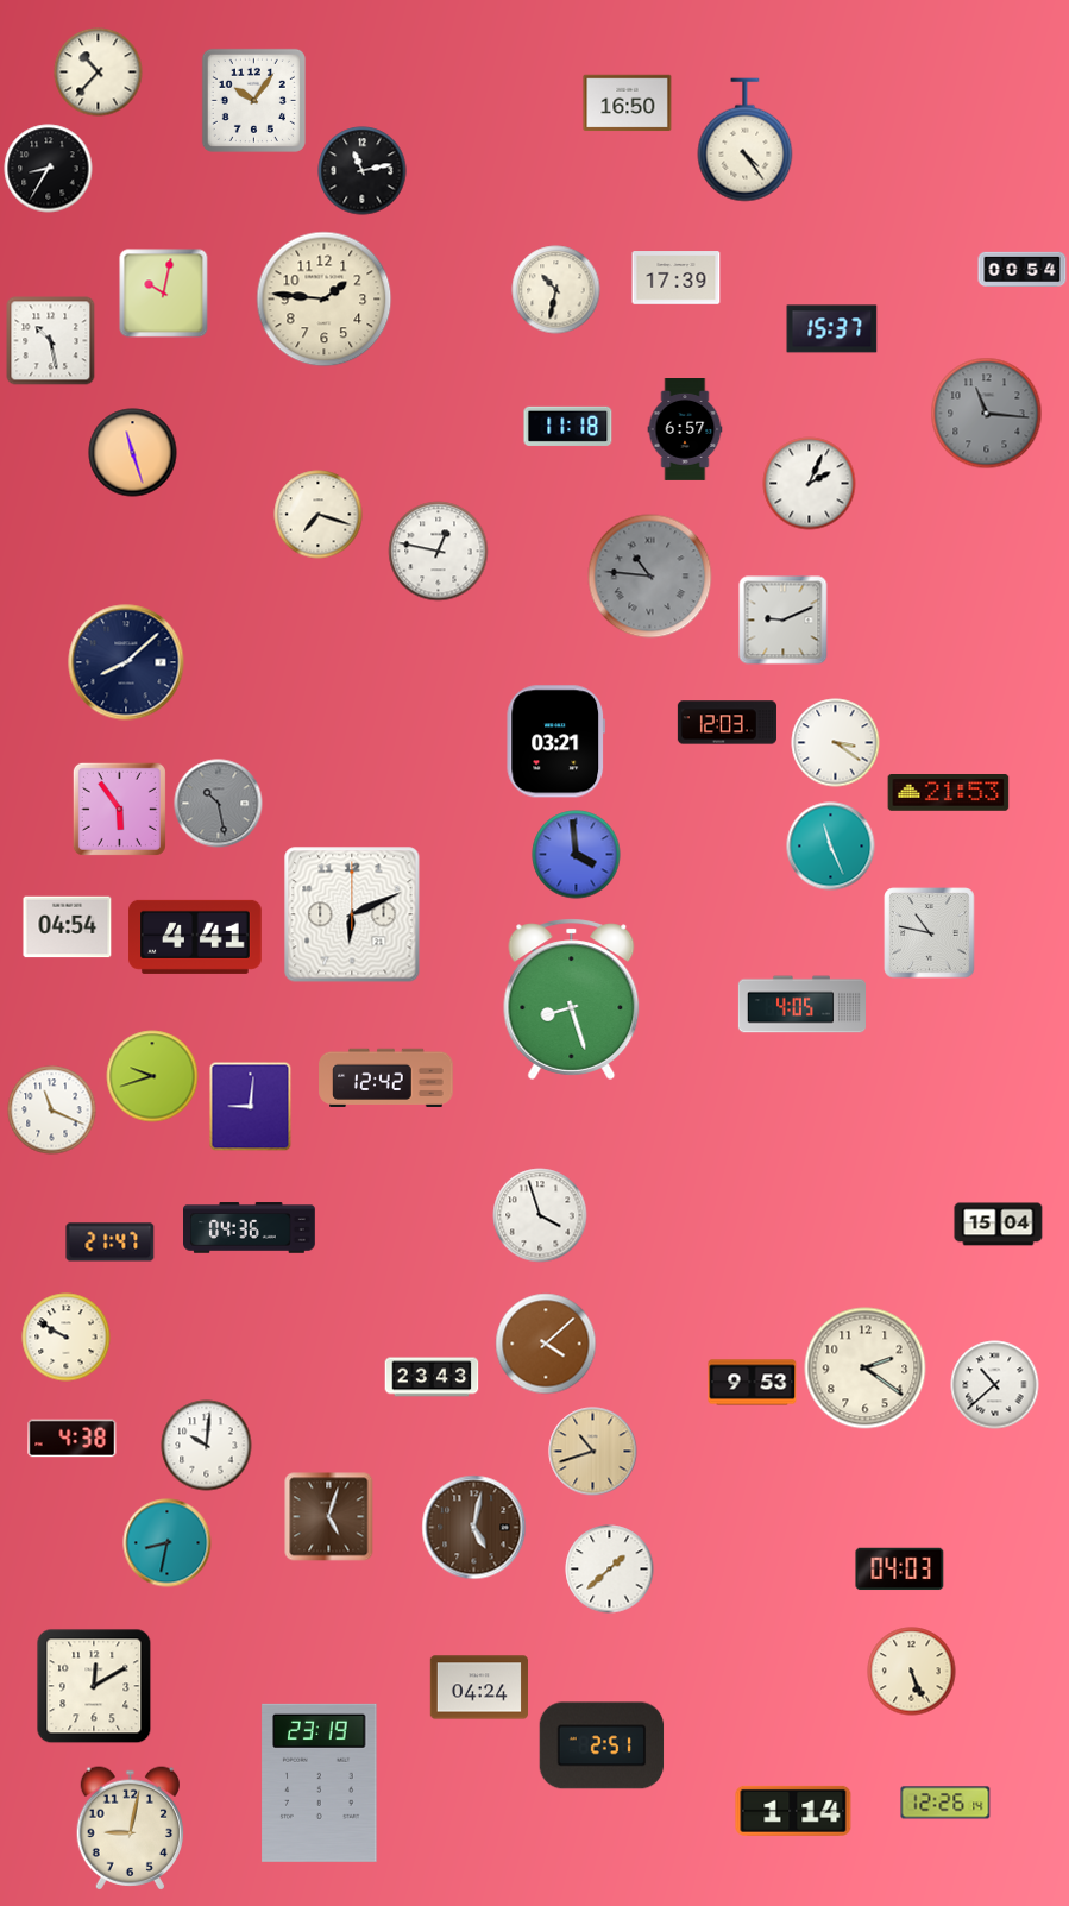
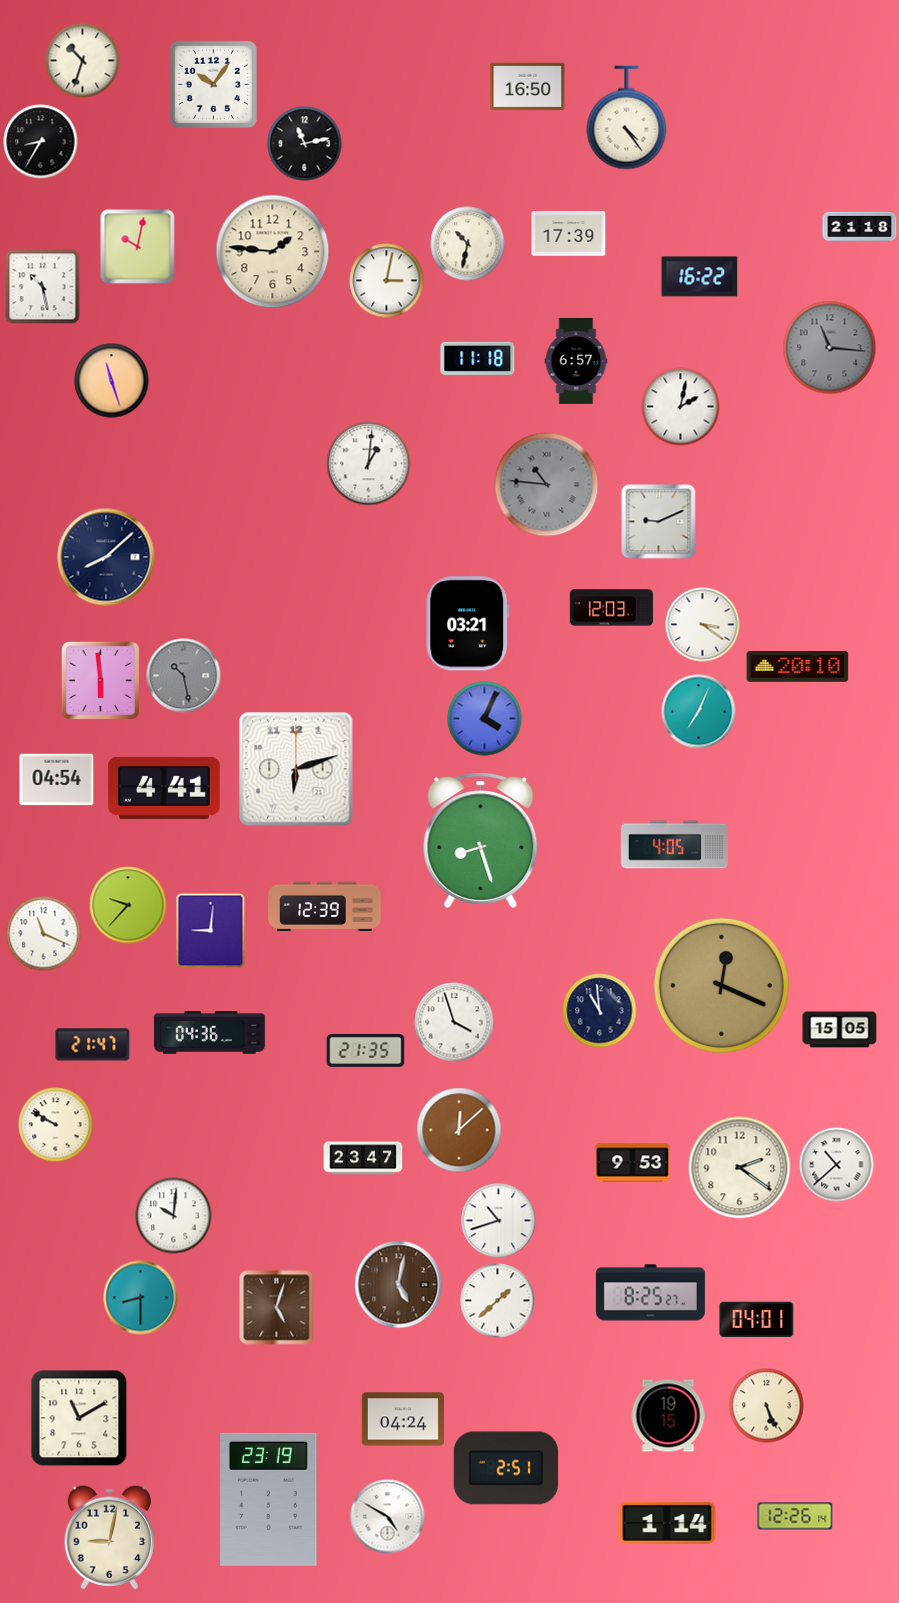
clock at (99, 73): 10:37 -> 10:33
clock at (1023, 270): 00:54 -> 21:18
clock at (832, 329): 15:37 -> 16:22
clock at (387, 281): none -> 3:02
clock at (810, 484): 2:04 -> 2:02
clock at (319, 515): 7:18 -> none
clock at (439, 552): 12:47 -> 1:01
clock at (949, 793): 21:53 -> 20:10
clock at (119, 809): 5:54 -> 5:59
clock at (831, 847): 11:26 -> 7:04
clock at (577, 855): 3:59 -> 4:04
clock at (352, 914): 6:11 -> 6:12
clock at (930, 933): 10:47 -> none
clock at (152, 1076): 9:42 -> 9:37
clock at (386, 1077): 12:42 -> 12:39
clock at (721, 985): none -> 12:19
clock at (600, 1011): none -> 10:59
clock at (999, 1225): 15:04 -> 15:05
clock at (366, 1050): none -> 21:35
clock at (546, 1344): 4:08 -> 12:08
clock at (866, 1369) position: (866, 1369) -> (740, 1168)
clock at (432, 1377): 23:43 -> 23:47
clock at (73, 1439): 4:38 -> none
clock at (593, 1452) dial: champagne -> white
clock at (329, 1517) position: (329, 1517) -> (277, 1308)
clock at (650, 1293): none -> 8:25
clock at (168, 1543): 8:32 -> 8:30
clock at (610, 1570) position: (610, 1570) -> (498, 1301)
clock at (900, 1570): 04:03 -> 04:01
clock at (668, 1416): none -> 19:15
clock at (94, 1686): 12:10 -> 11:10
clock at (388, 1517): none -> 4:50
